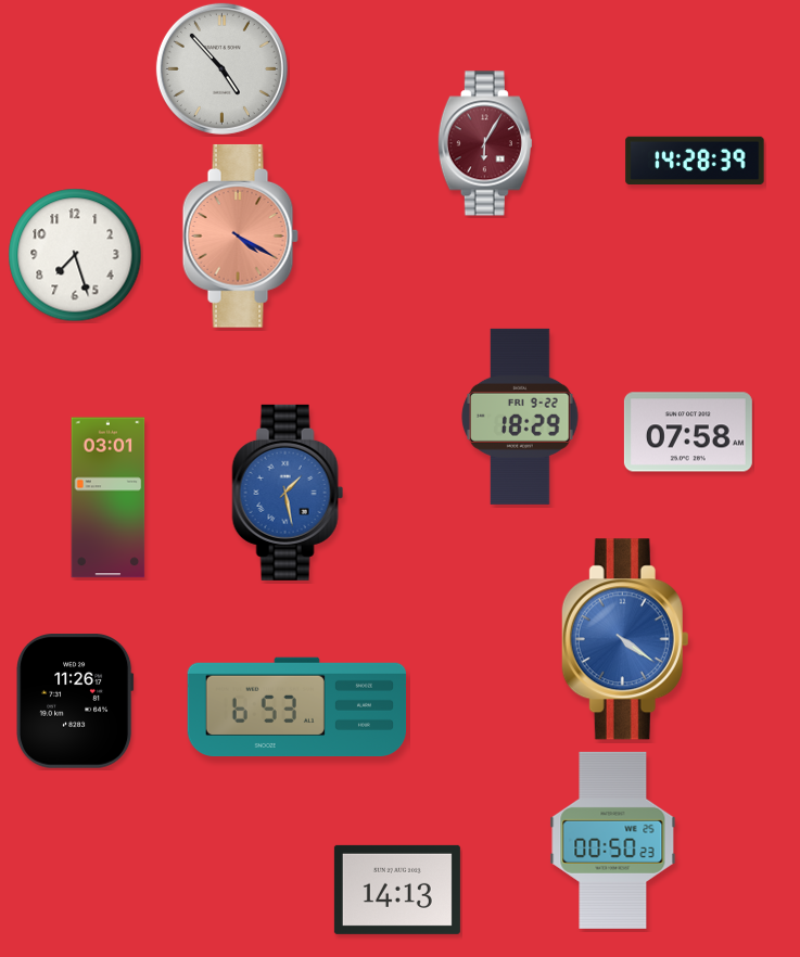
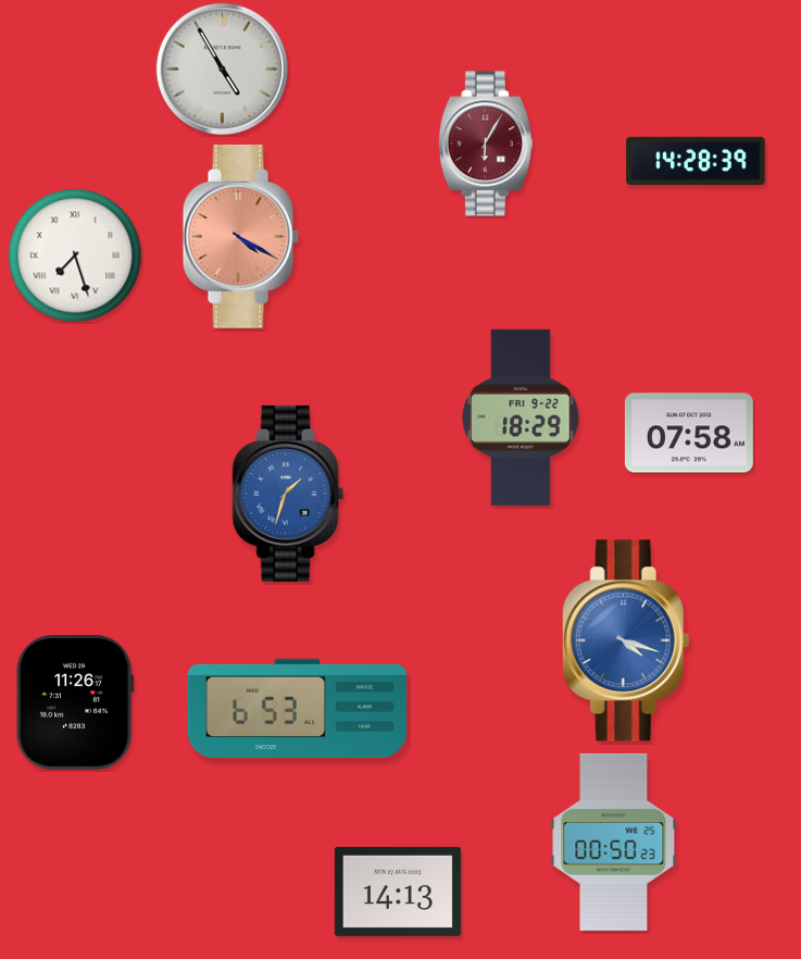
clock at (221, 68): 4:53 -> 4:55
clock at (75, 255) numerals: Arabic -> Roman
clock at (288, 493): 1:28 -> 1:33
clock at (109, 498): 03:01 -> none
clock at (625, 639): 4:21 -> 4:18
